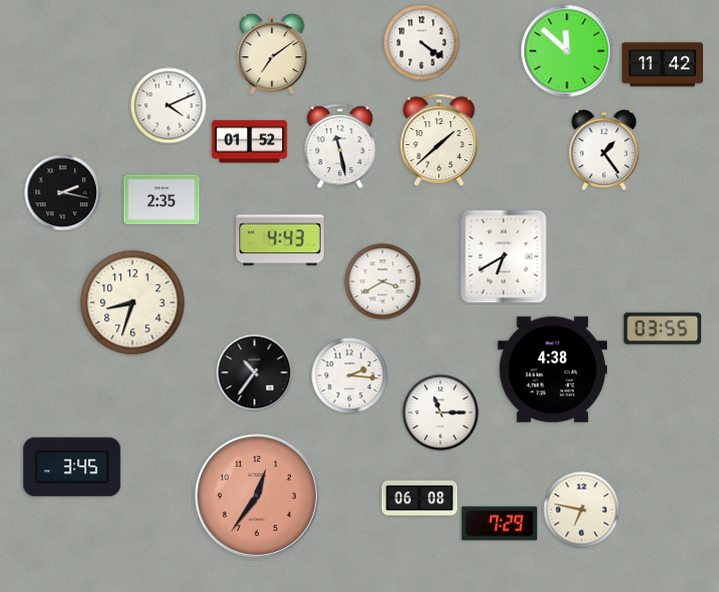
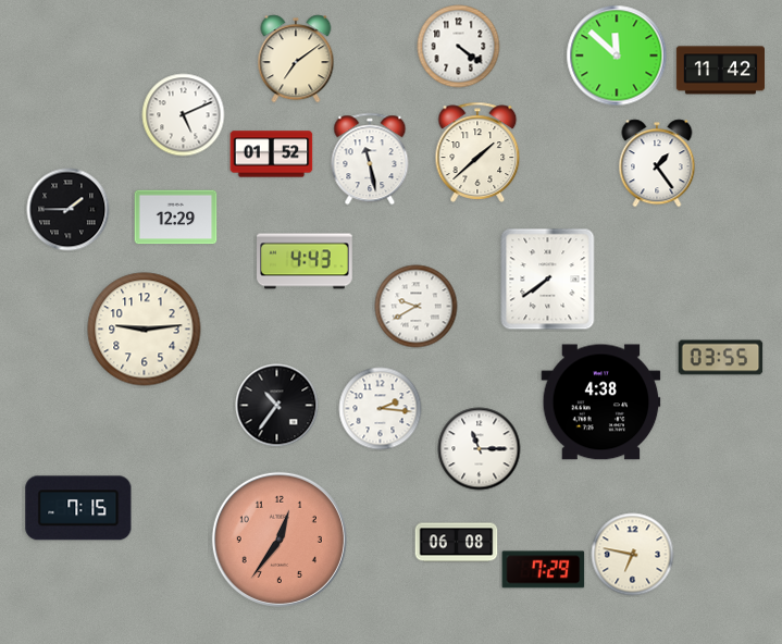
clock at (169, 106): 4:11 -> 5:11
clock at (63, 193): 2:17 -> 1:45
clock at (162, 200): 2:35 -> 12:29
clock at (504, 257): 6:40 -> 7:39
clock at (383, 282): 3:40 -> 9:40
clock at (133, 303): 8:33 -> 9:14
clock at (72, 467): 3:45 -> 7:15
